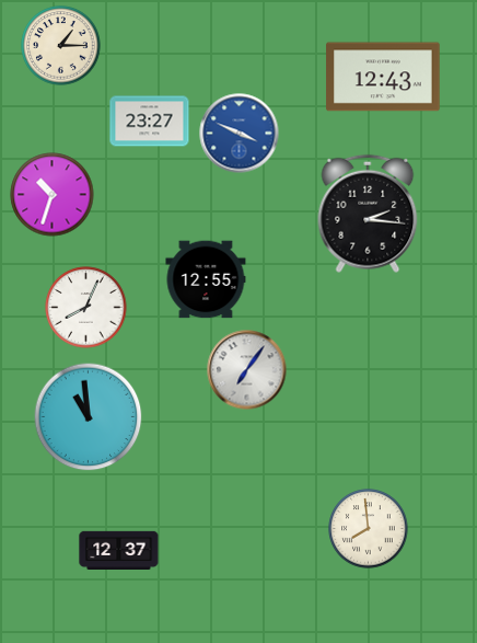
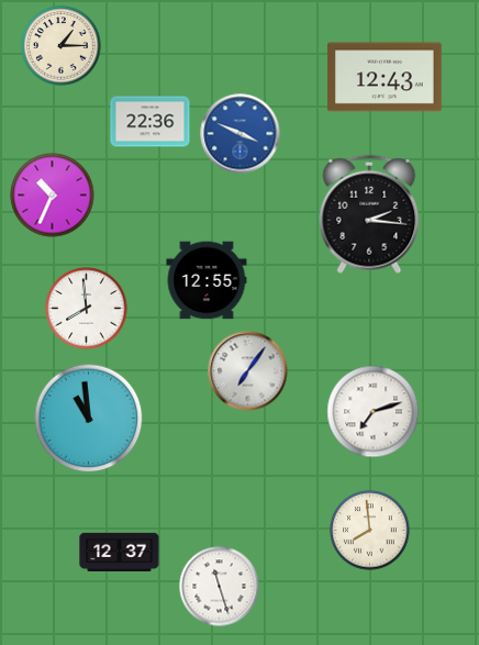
clock at (150, 122): 23:27 -> 22:36
clock at (53, 195): 10:33 -> 10:34
clock at (86, 308): 8:04 -> 7:59
clock at (374, 412): none -> 7:12
clock at (220, 587): none -> 11:27
